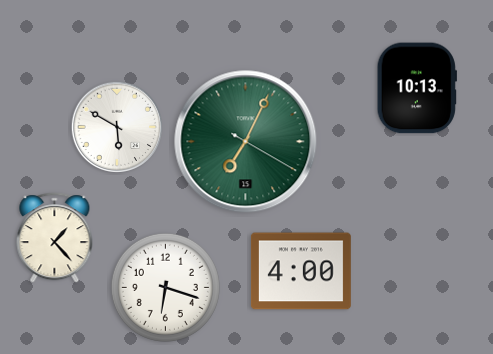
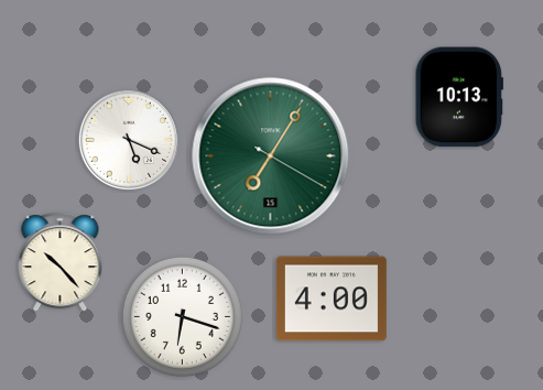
clock at (116, 126): 5:50 -> 5:19
clock at (246, 142): 7:04 -> 7:05
clock at (55, 238): 1:23 -> 10:23
